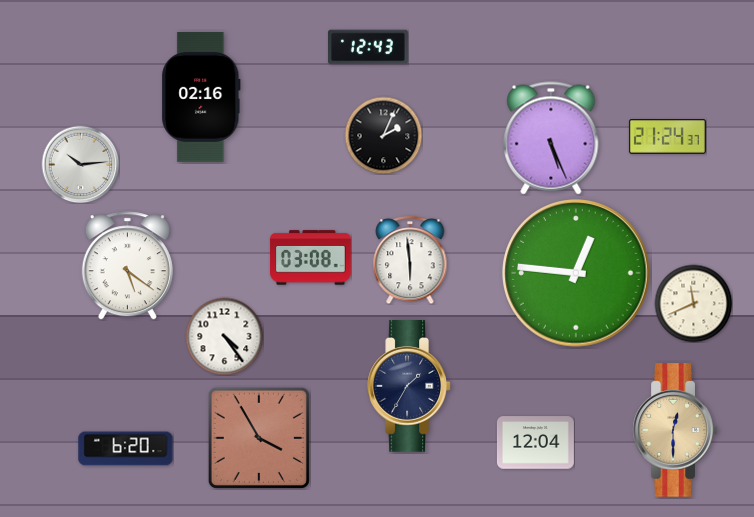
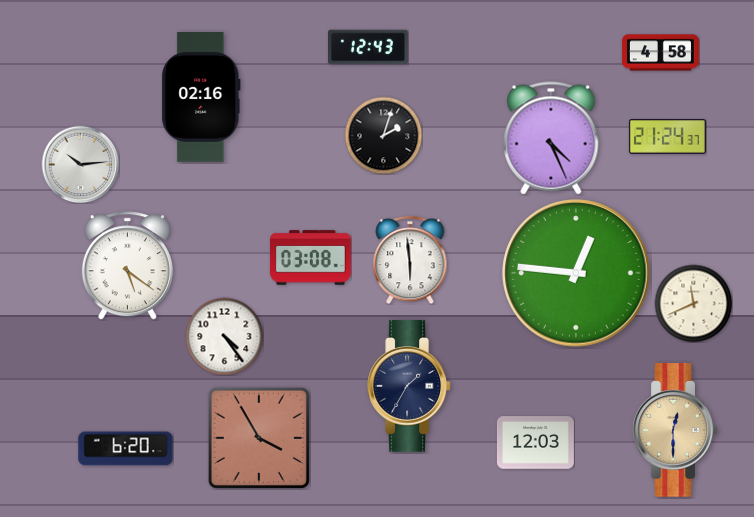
clock at (660, 53): none -> 4:58
clock at (383, 135): 2:04 -> 2:03
clock at (551, 138): 5:26 -> 4:26
clock at (535, 443): 12:04 -> 12:03
